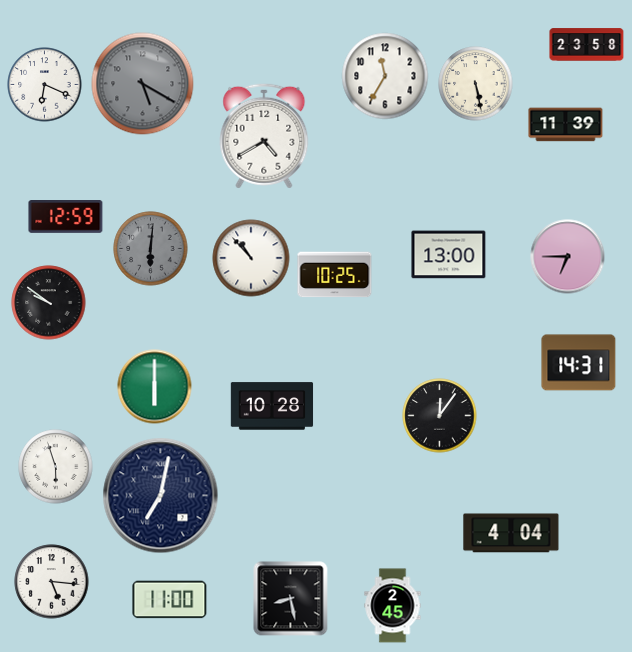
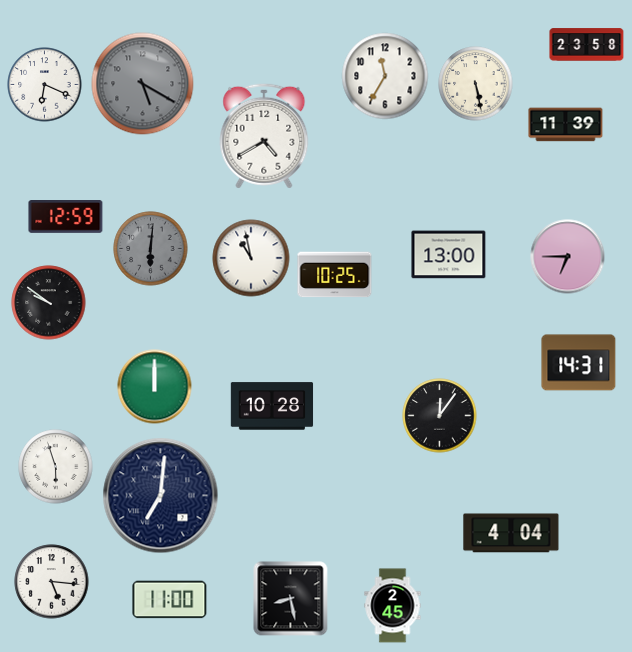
clock at (251, 258): 10:53 -> 10:58
clock at (155, 387): 6:00 -> 12:00
clock at (161, 496): 7:02 -> 7:01
